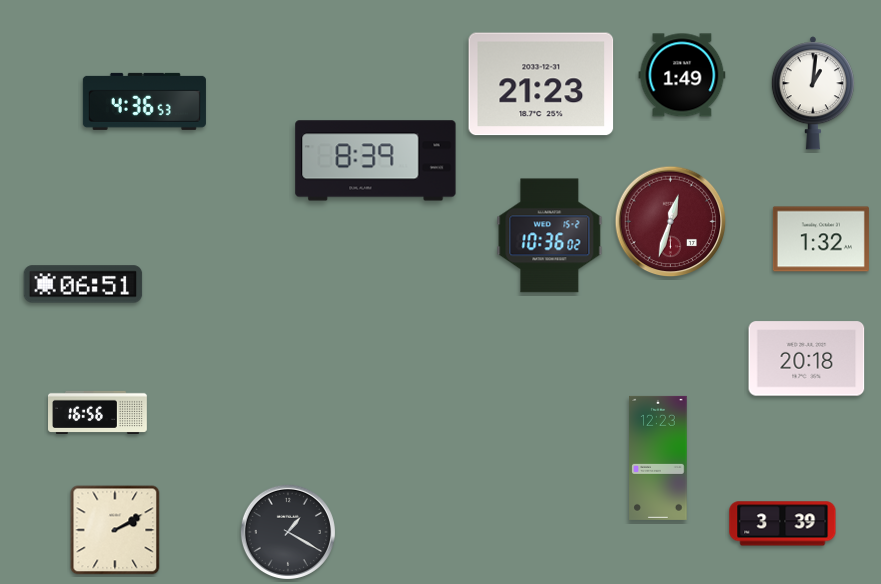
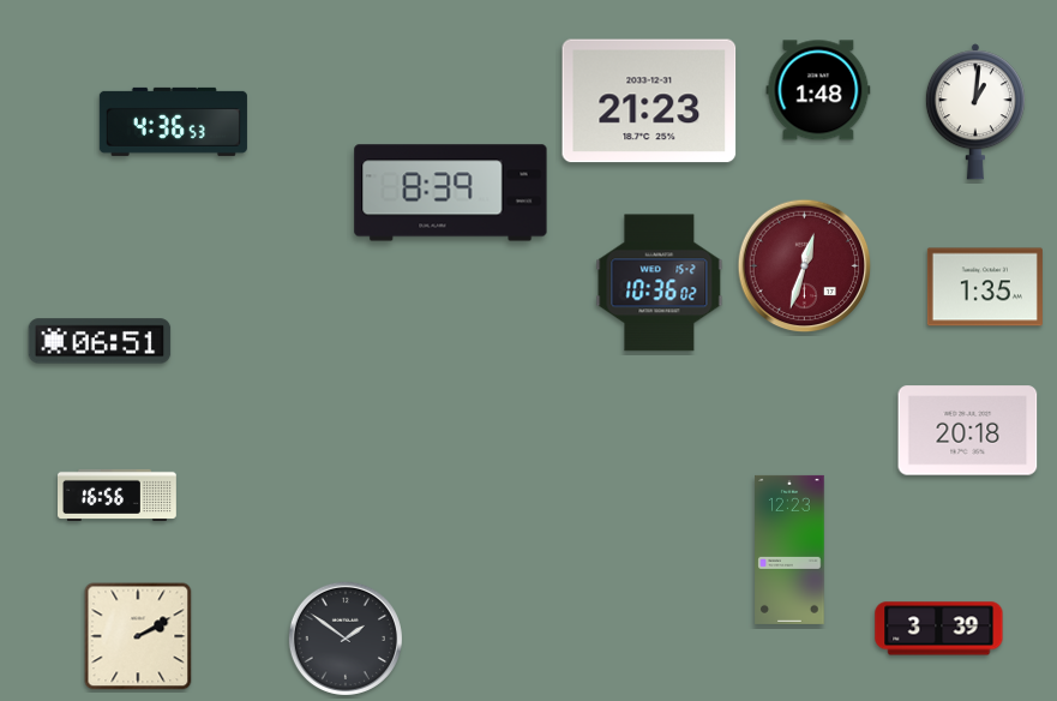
clock at (682, 75): 1:49 -> 1:48
clock at (821, 239): 1:32 -> 1:35
clock at (288, 532): 1:20 -> 1:51
